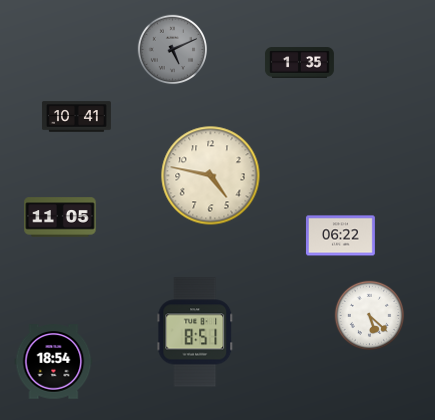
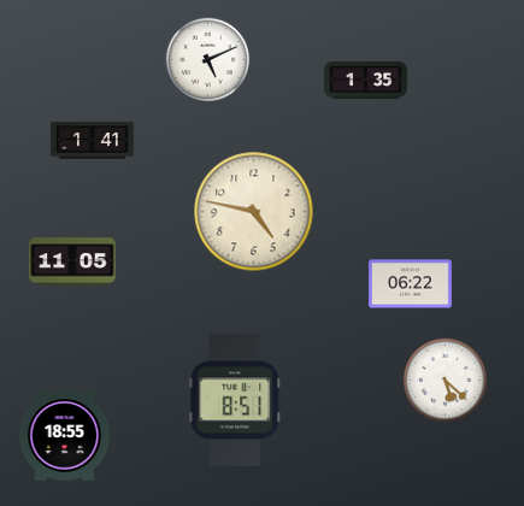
clock at (173, 50) dial: grey -> white
clock at (299, 63) position: (299, 63) -> (365, 81)
clock at (76, 117): 10:41 -> 1:41
clock at (54, 362): 18:54 -> 18:55
